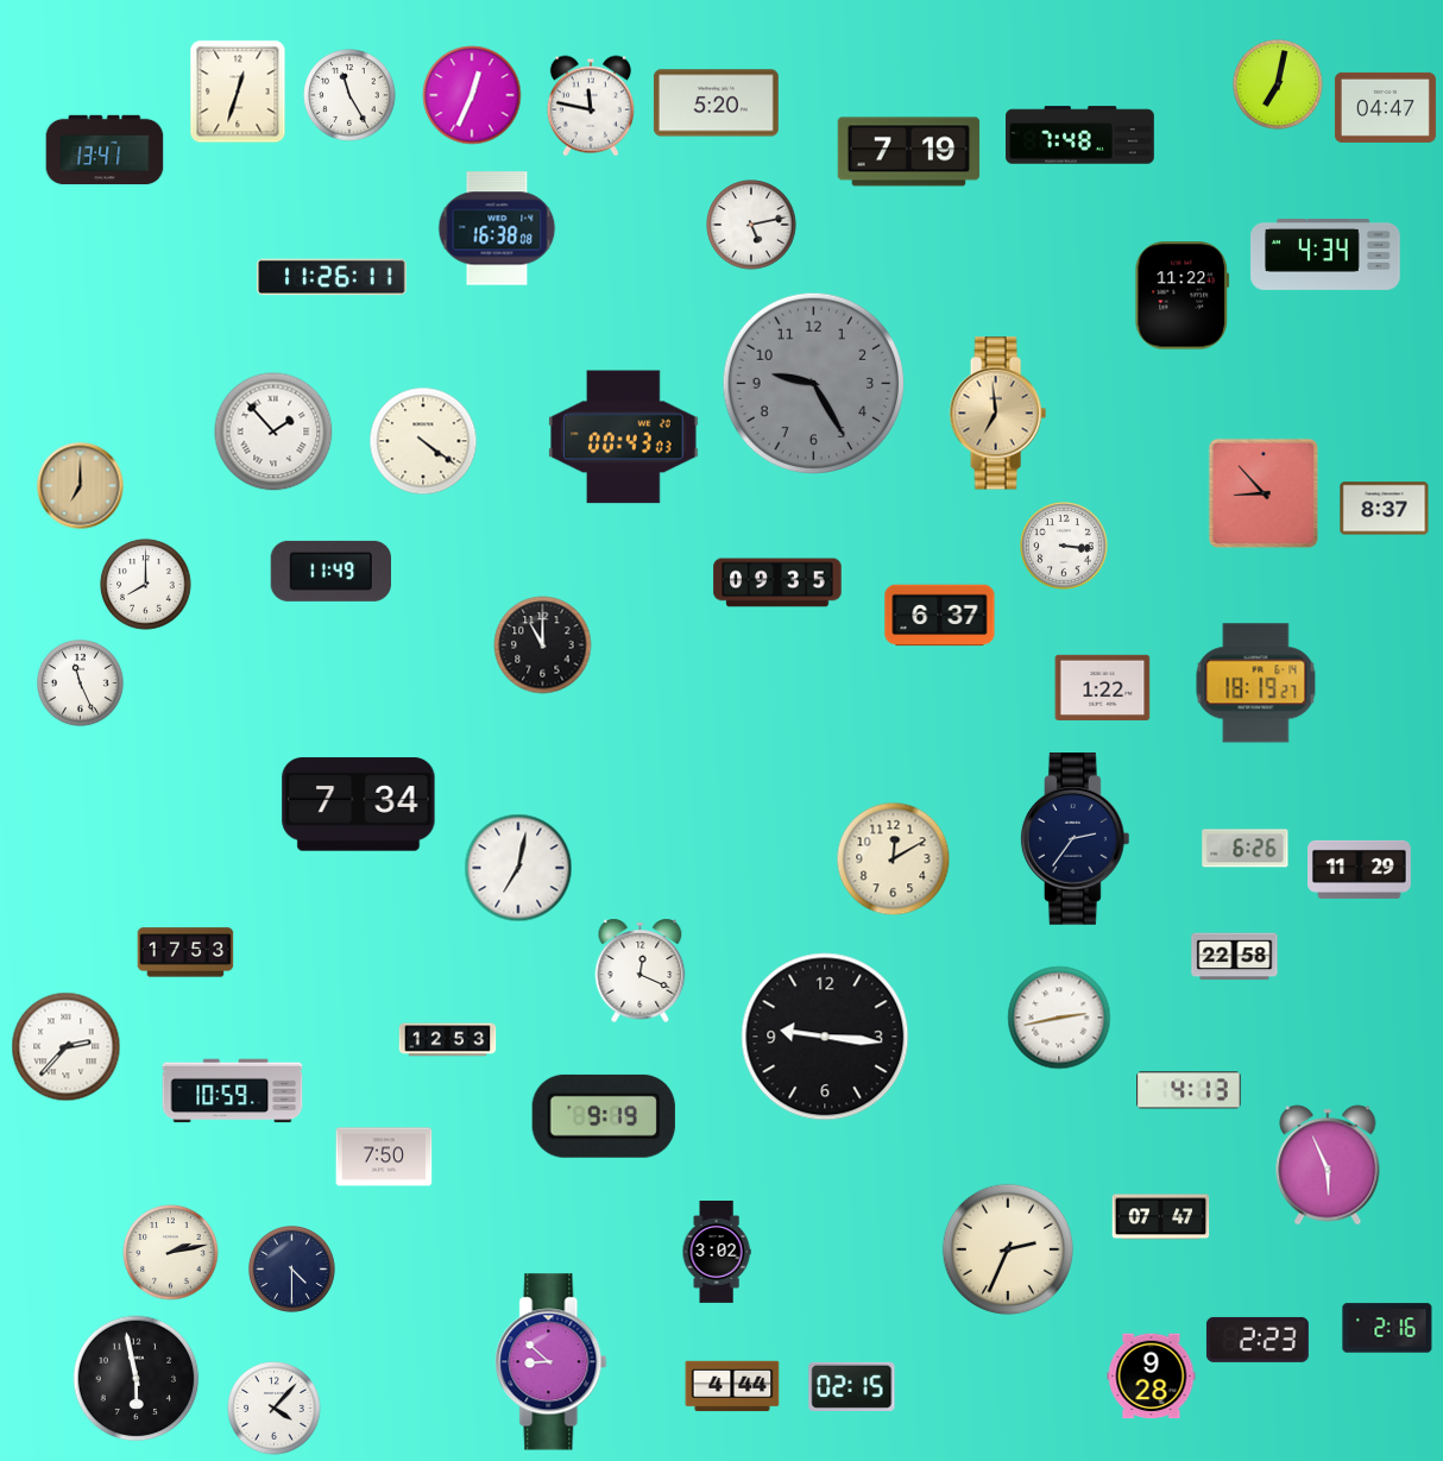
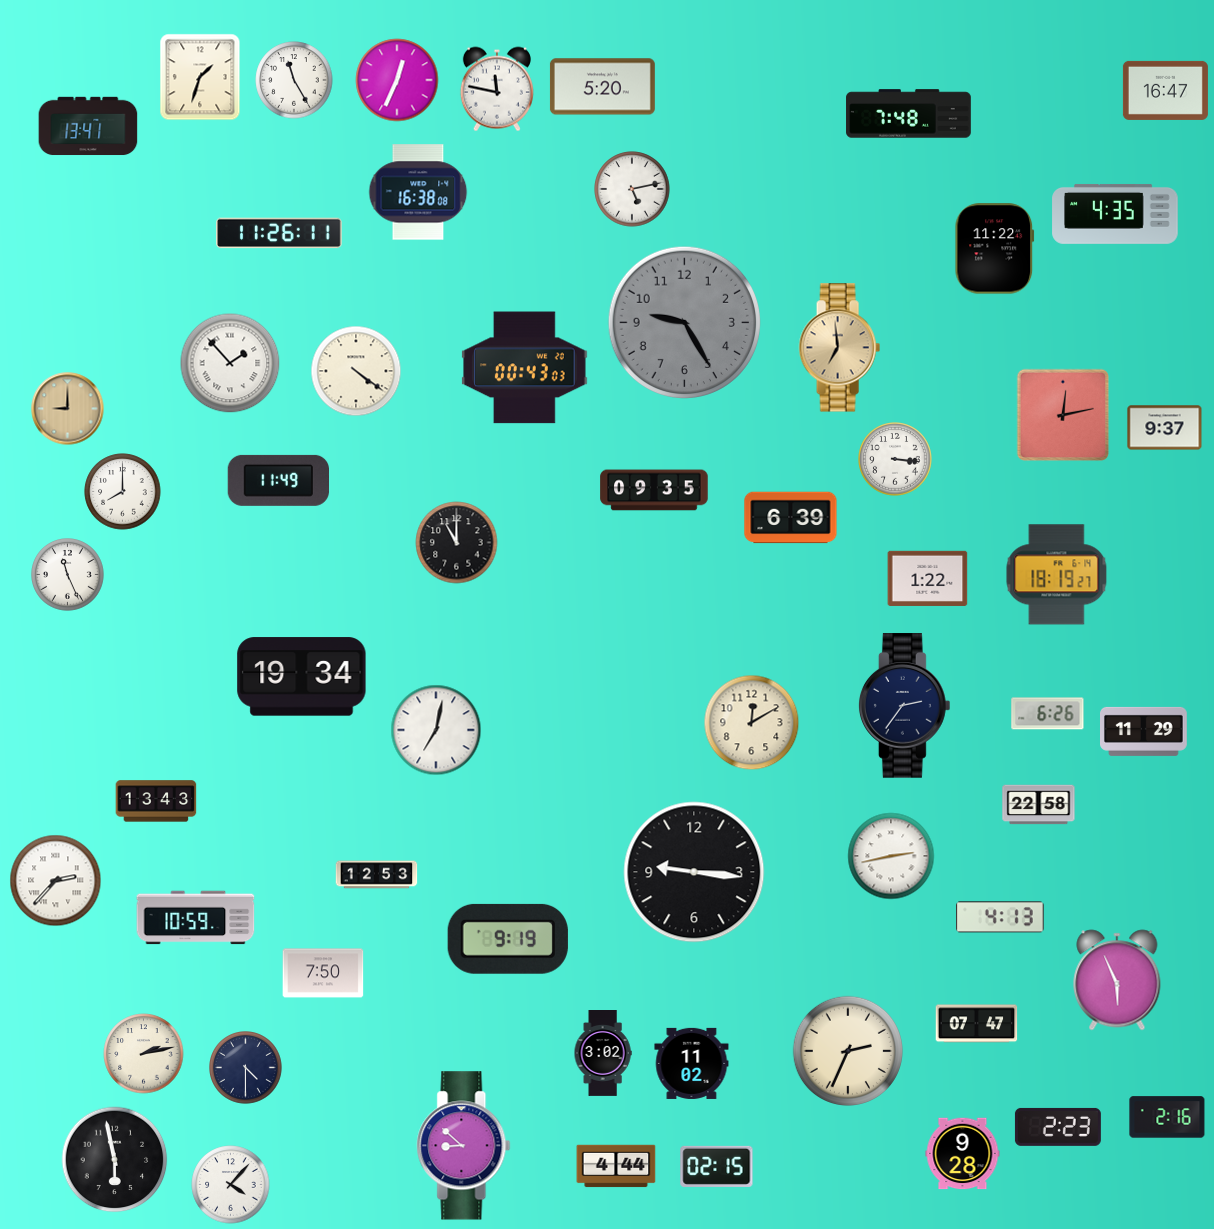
clock at (1278, 84): 7:02 -> none
clock at (238, 92): 12:33 -> 1:33
clock at (1385, 107): 04:47 -> 16:47
clock at (909, 152): 7:19 -> none
clock at (1325, 254): 4:34 -> 4:35
clock at (81, 486): 7:00 -> 9:00
clock at (1264, 493): 8:53 -> 12:13
clock at (1385, 509): 8:37 -> 9:37
clock at (940, 616): 6:37 -> 6:39
clock at (359, 805): 7:34 -> 19:34
clock at (185, 952): 17:53 -> 13:43
clock at (641, 970): 12:19 -> none
clock at (692, 1063): none -> 11:02
clock at (1152, 1377) position: (1152, 1377) -> (963, 1154)
